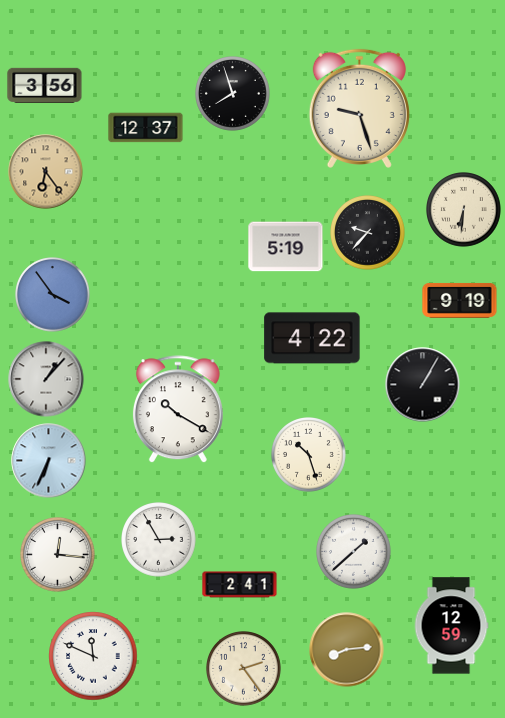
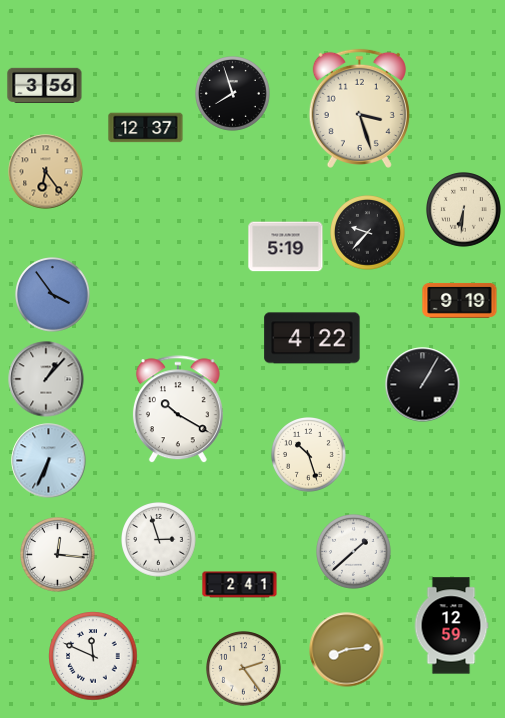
clock at (359, 108): 9:27 -> 3:27
clock at (159, 540): 2:55 -> 2:57
